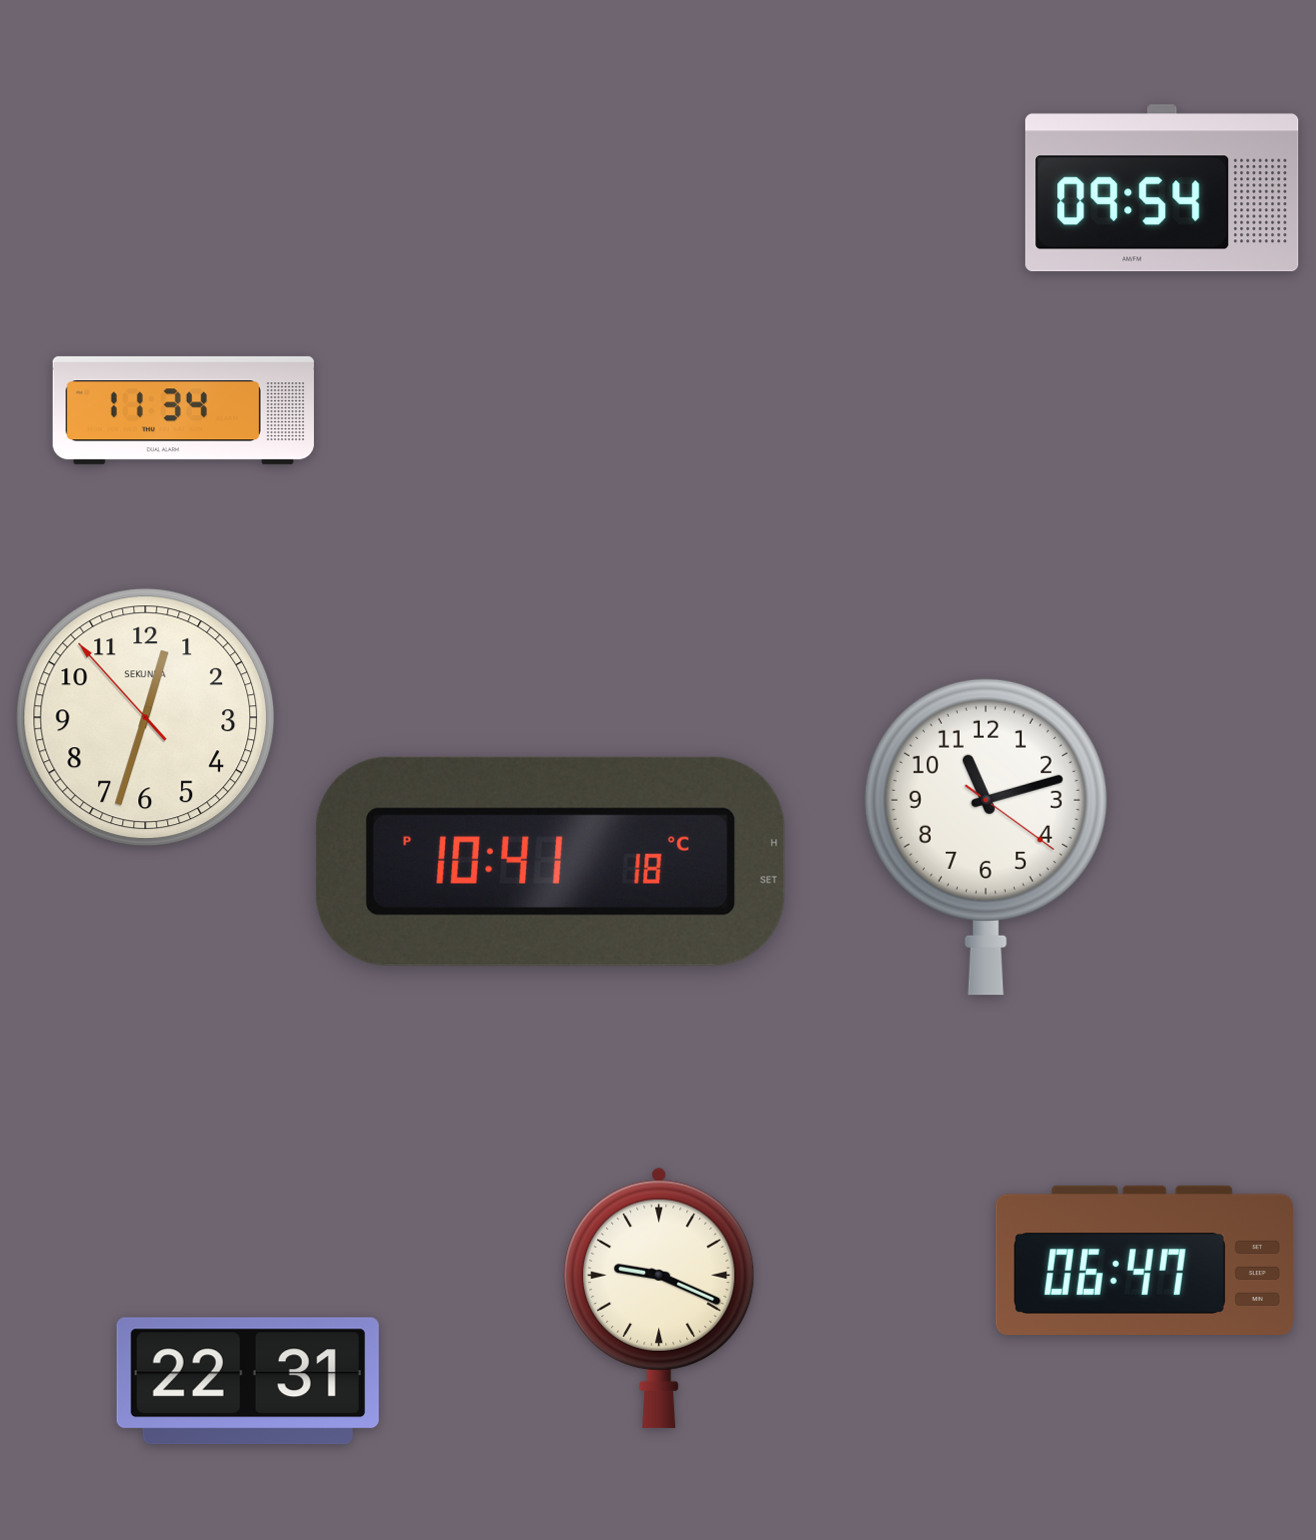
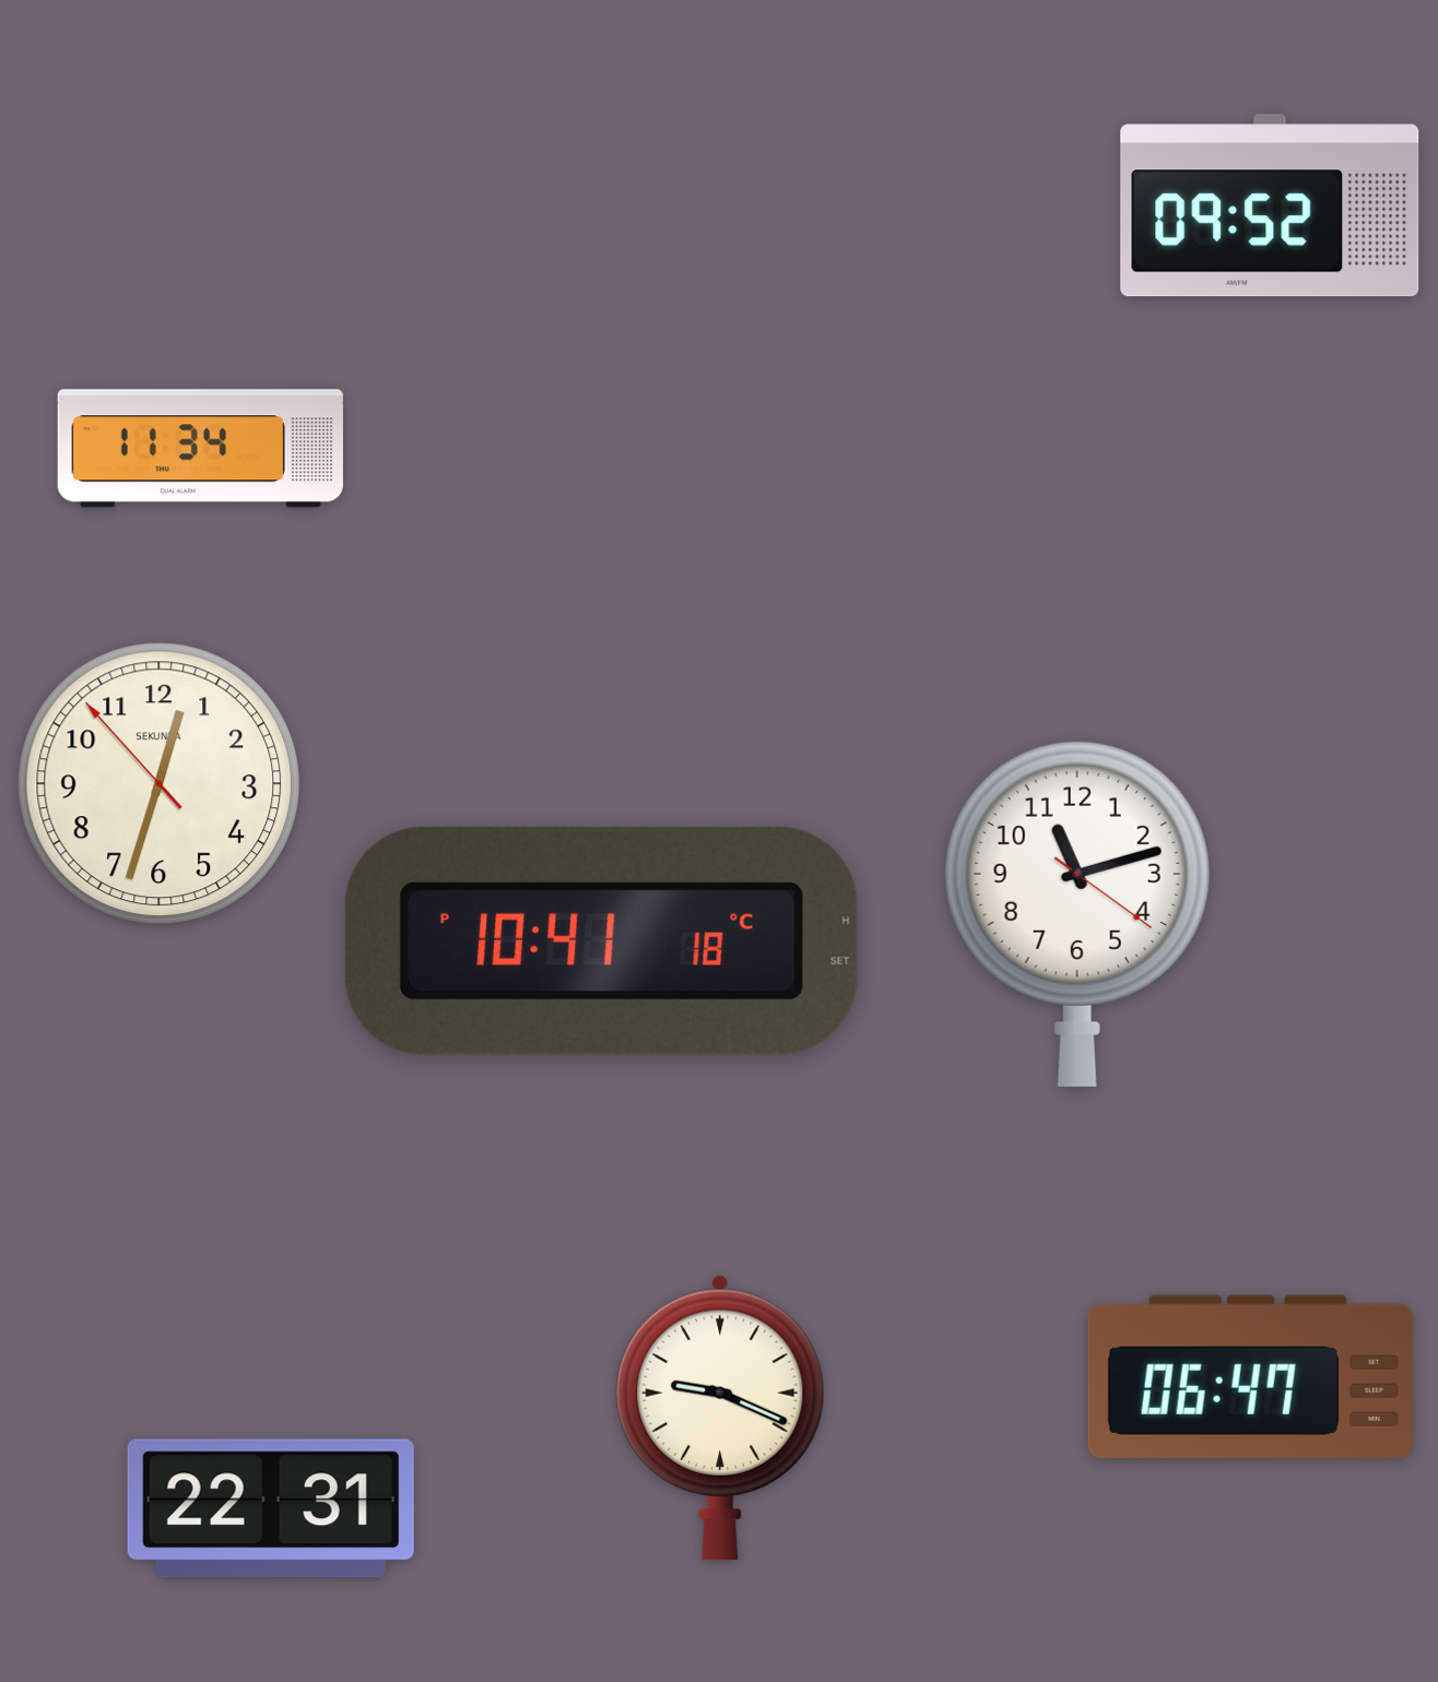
clock at (1162, 188): 09:54 -> 09:52
